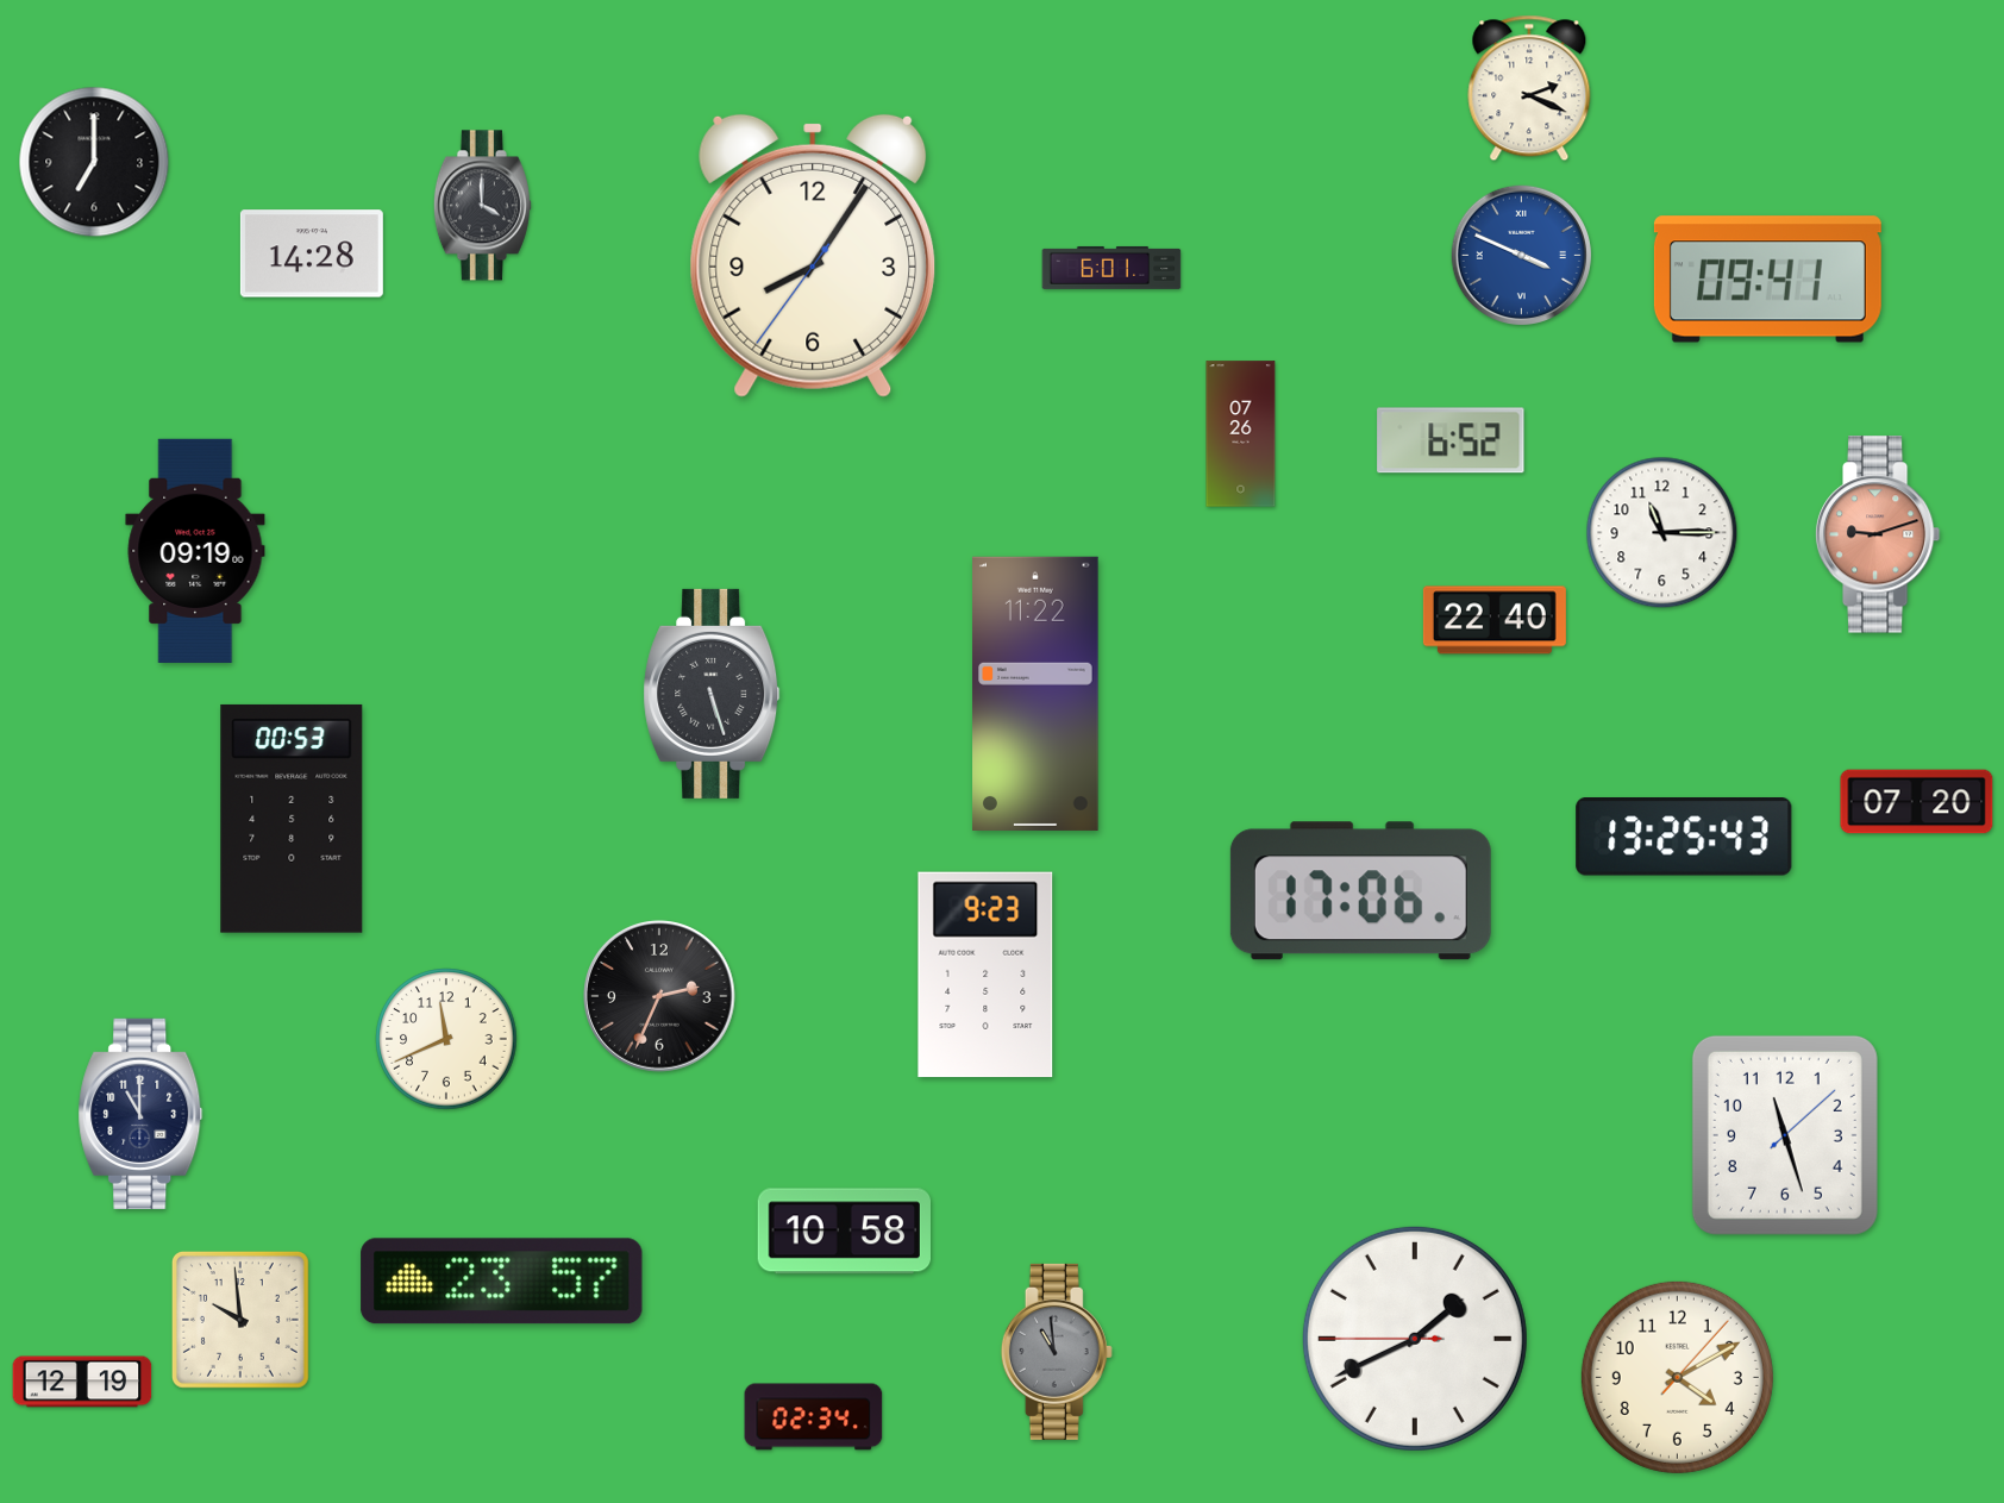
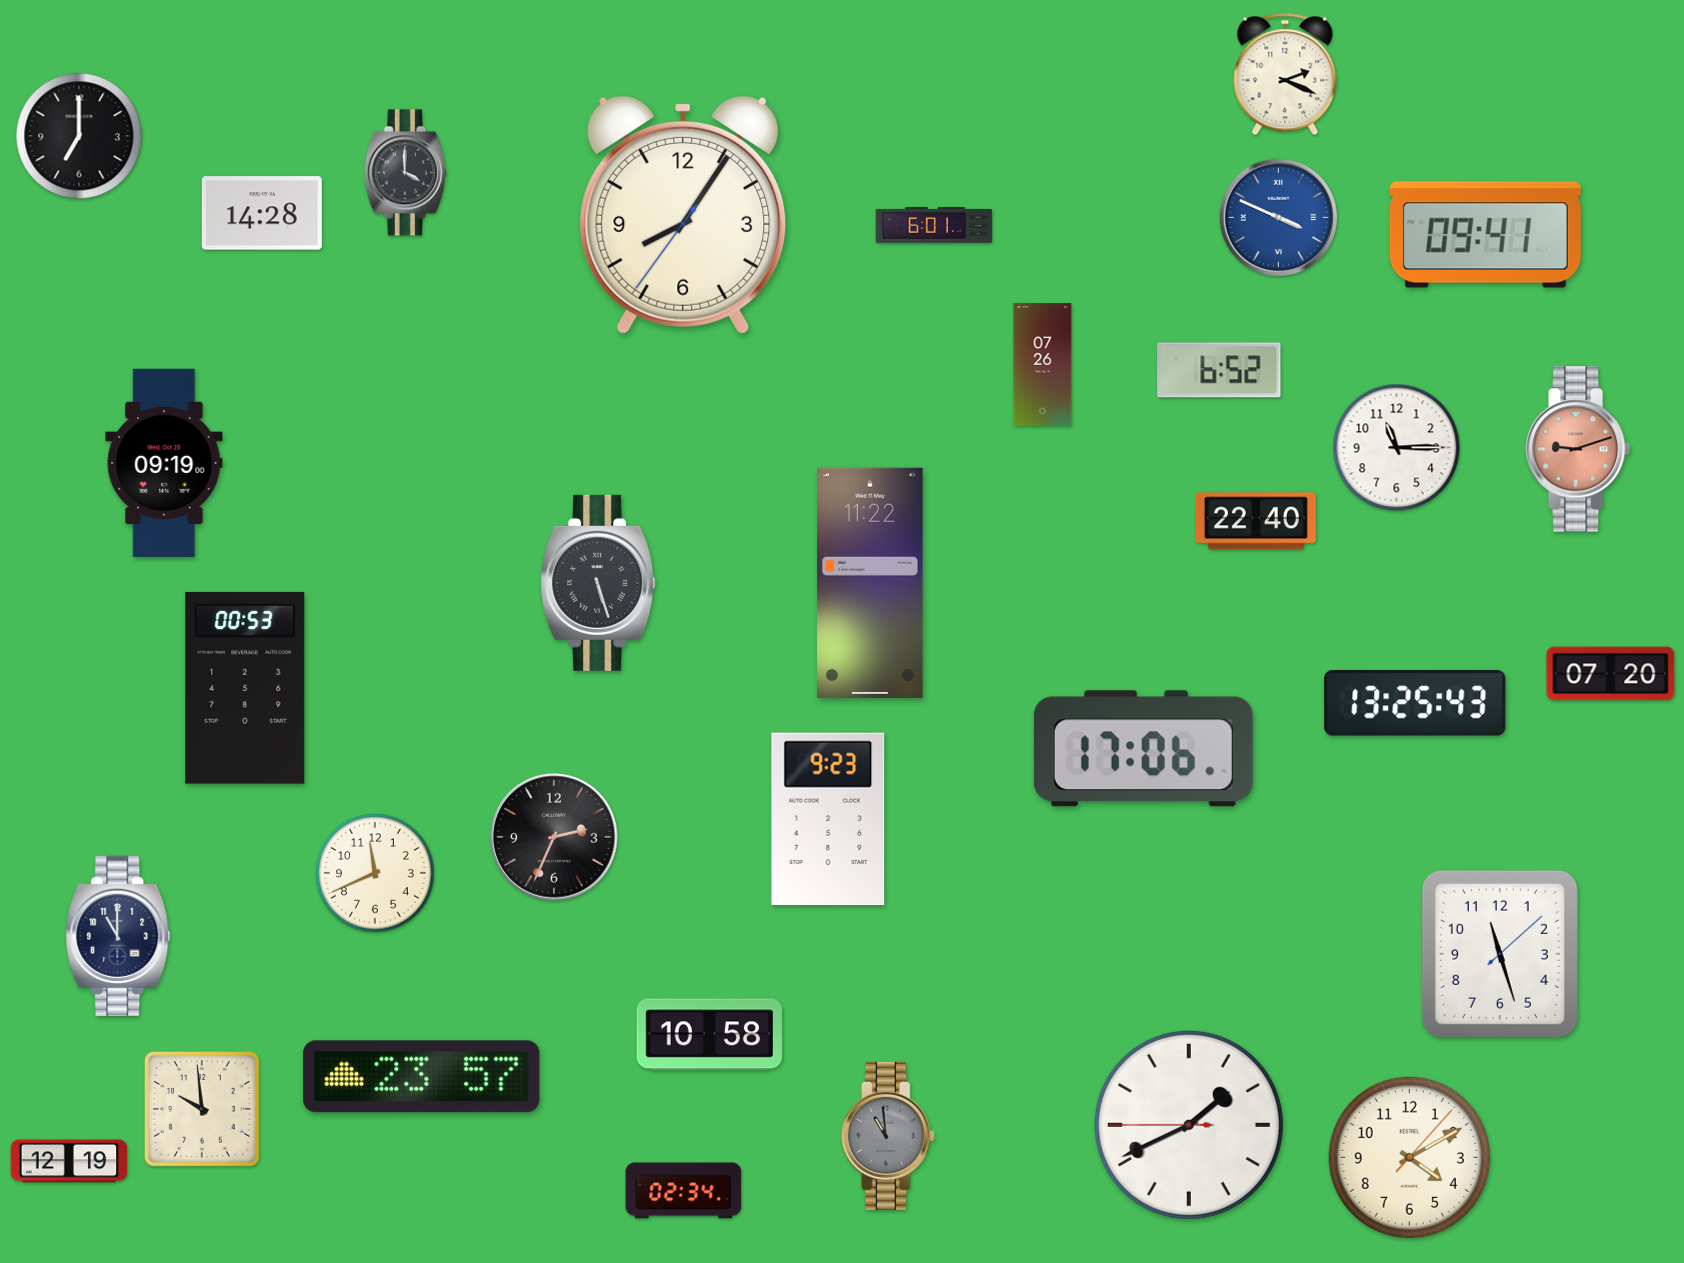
clock at (1521, 255) position: (1521, 255) -> (1278, 217)
